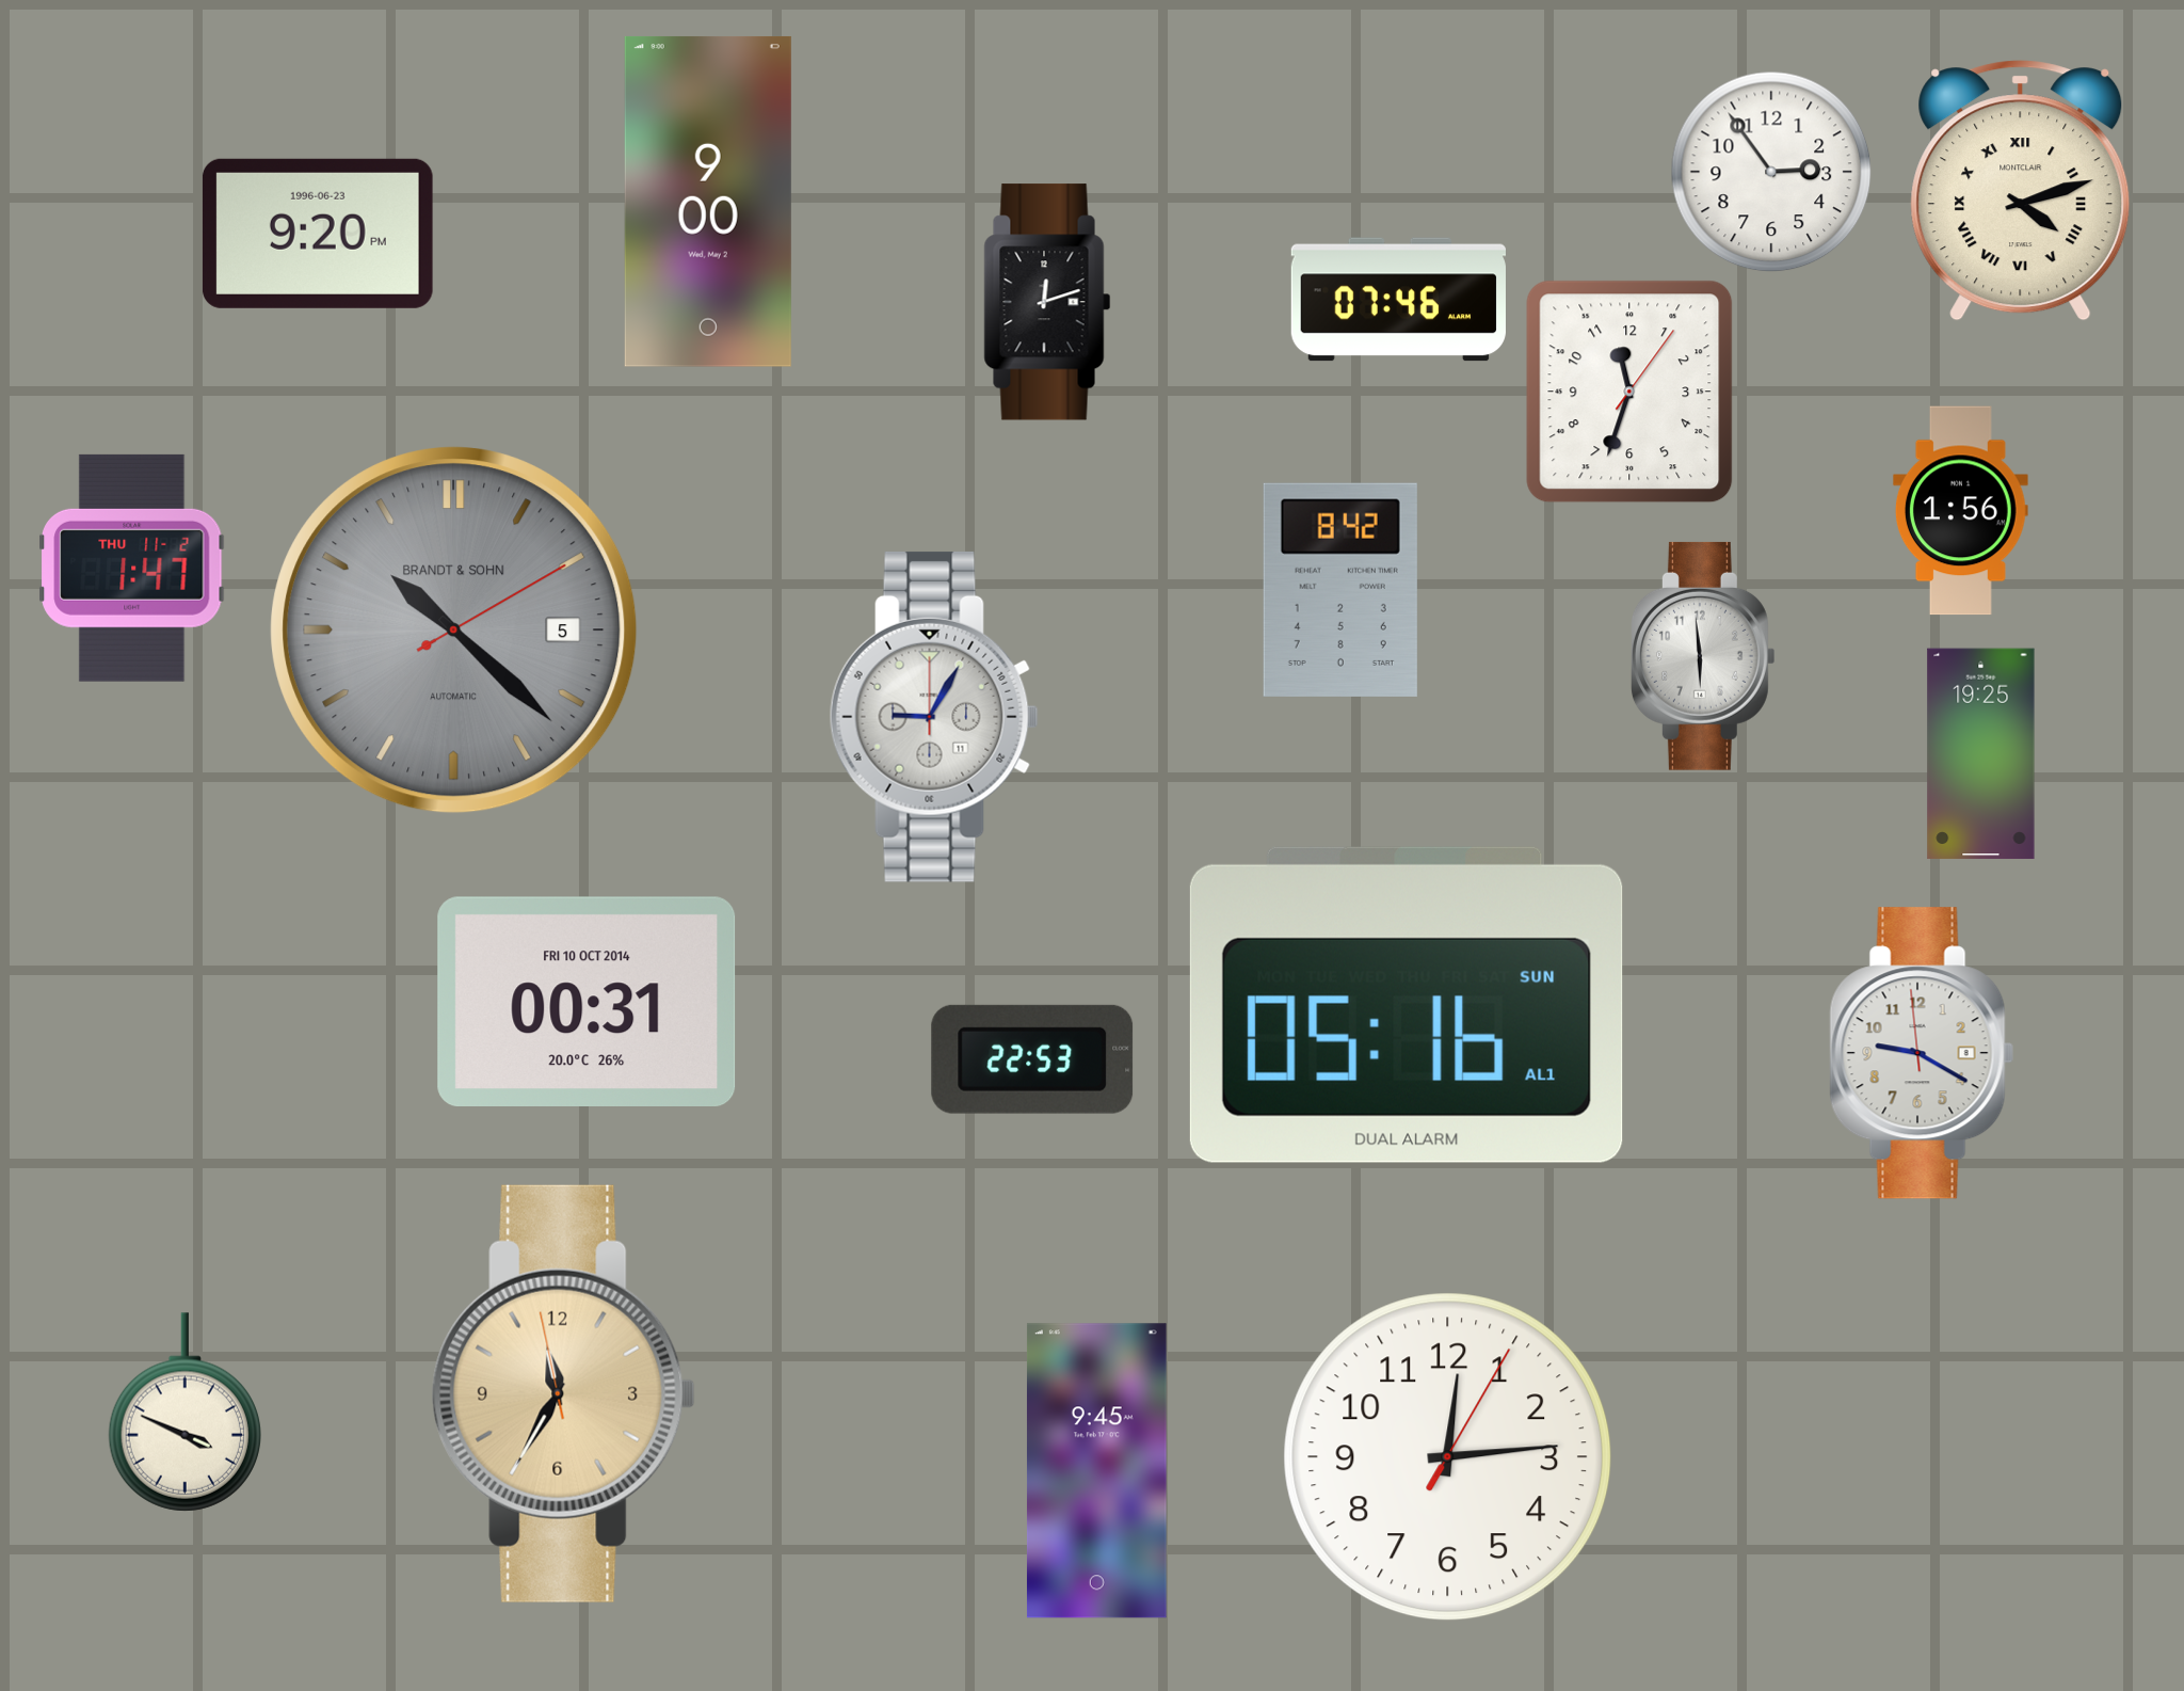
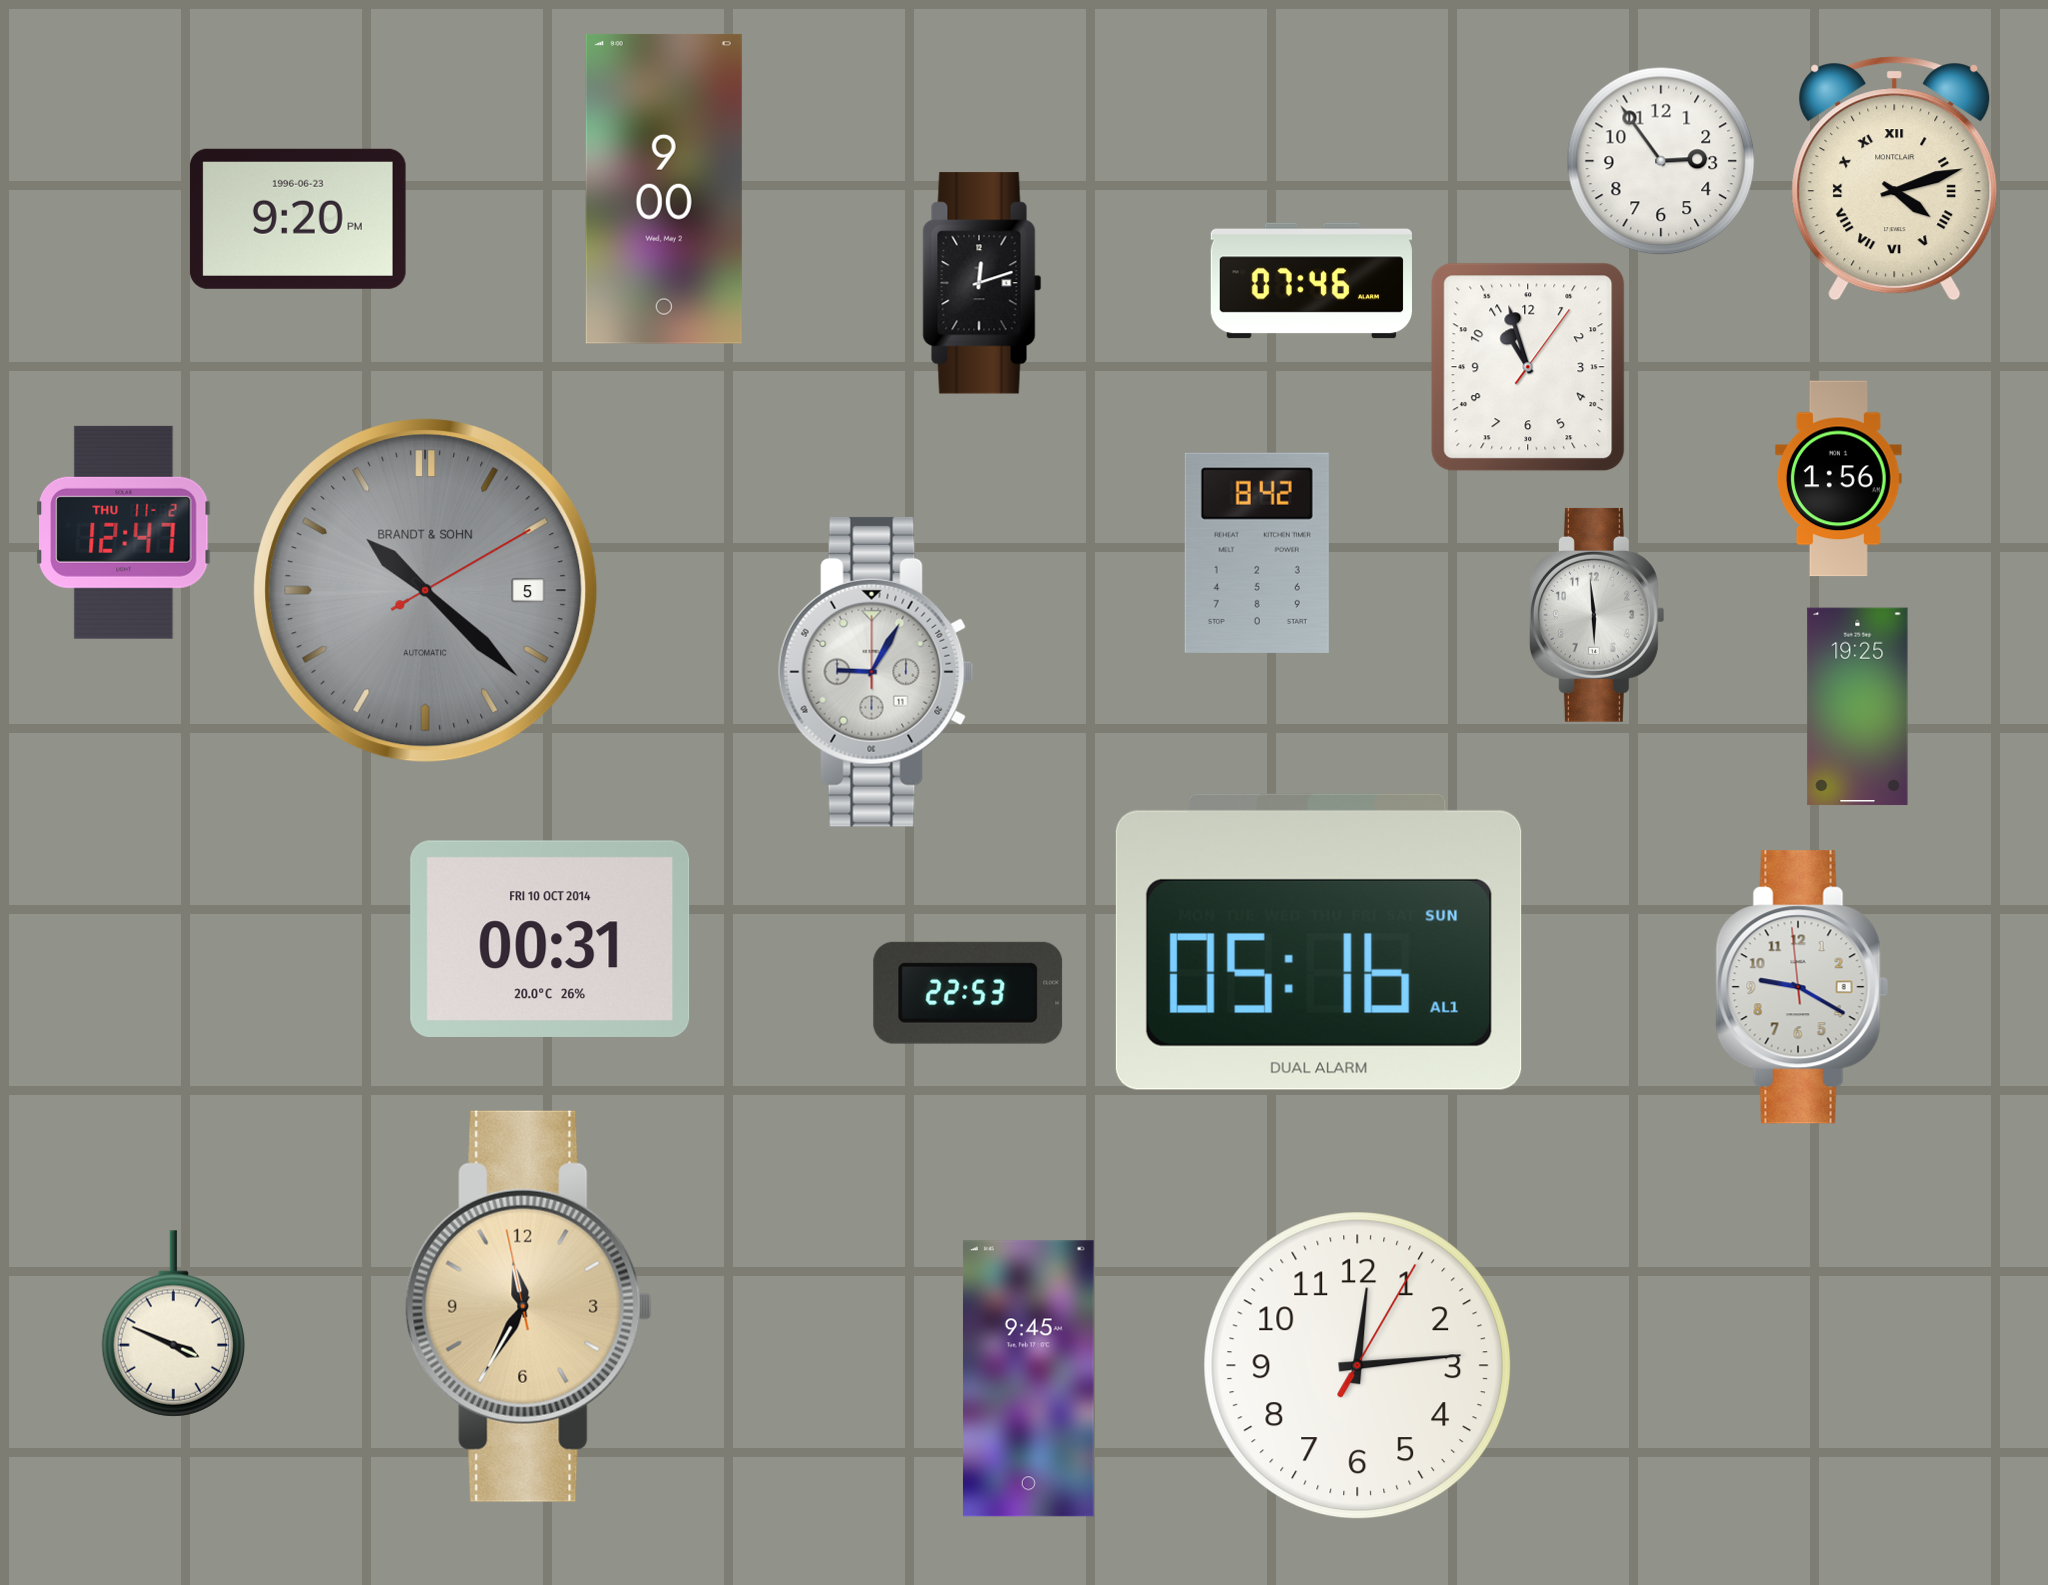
clock at (1629, 392): 11:33 -> 10:57
clock at (132, 568): 1:47 -> 12:47
